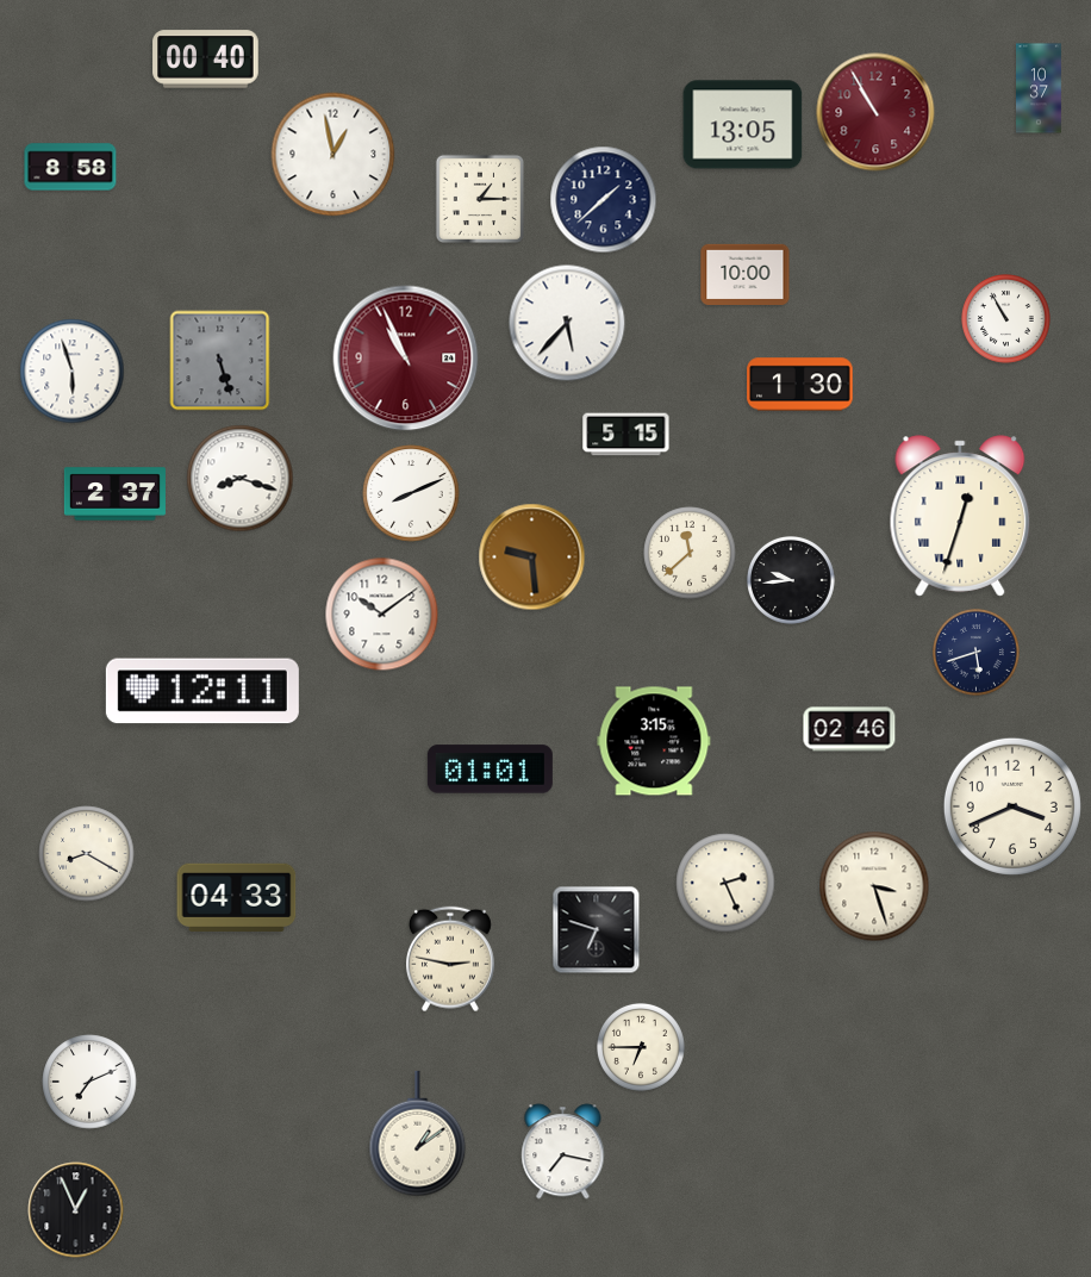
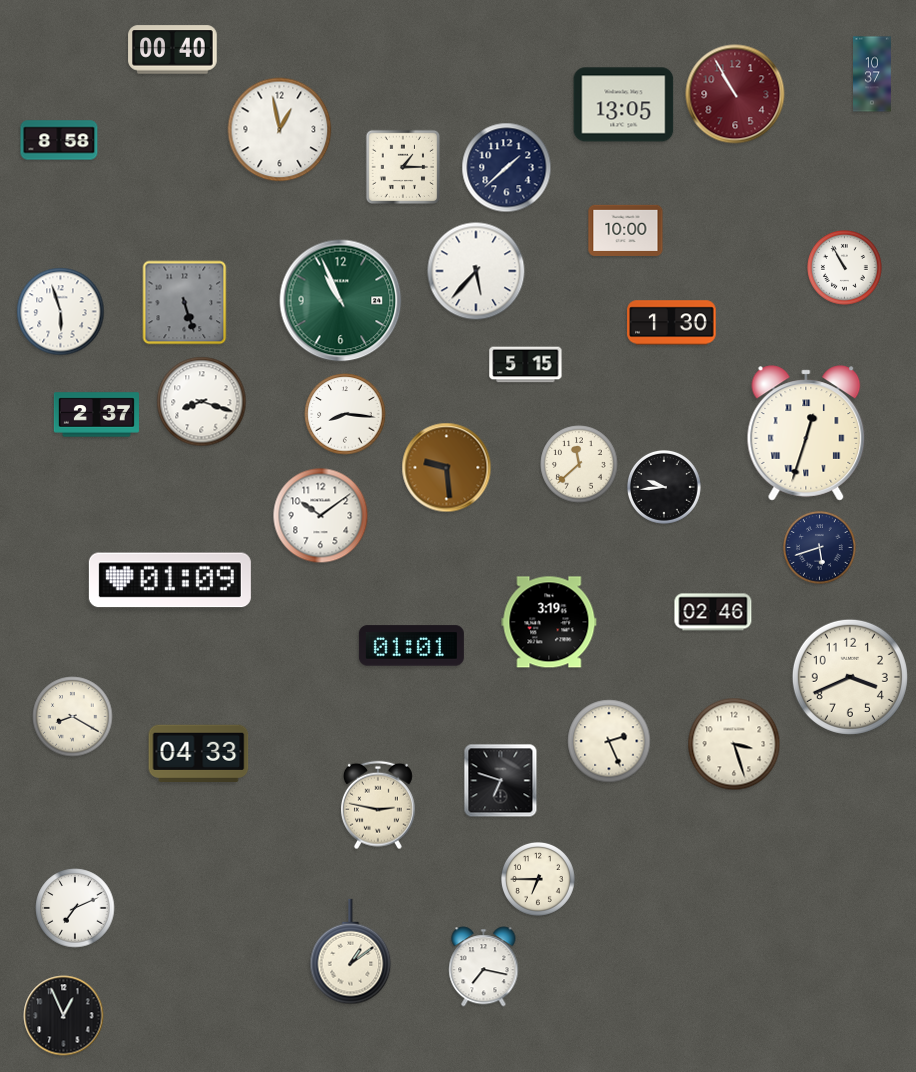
clock at (406, 359) dial: burgundy -> green
clock at (411, 493): 8:11 -> 8:16
clock at (202, 691): 12:11 -> 01:09
clock at (654, 741): 3:15 -> 3:19
clock at (563, 1152) position: (563, 1152) -> (484, 967)
